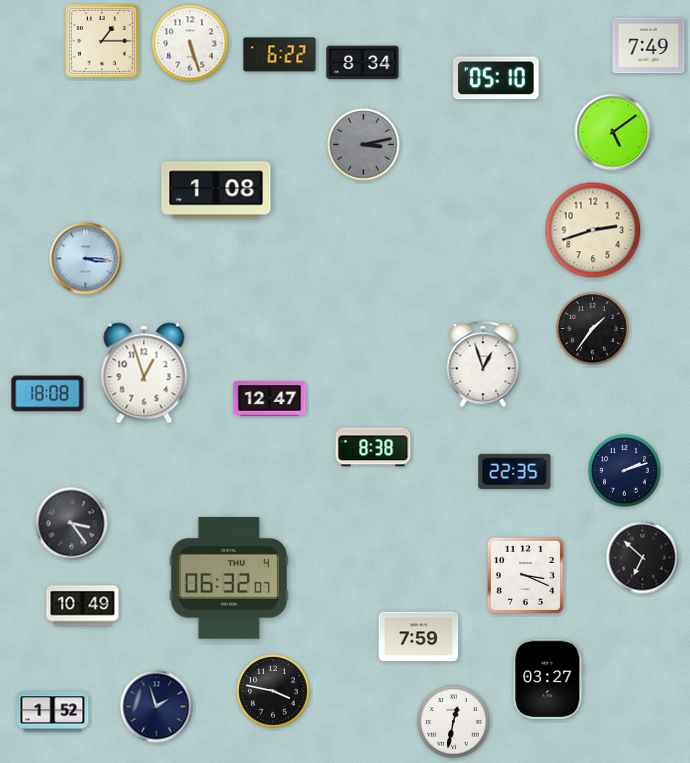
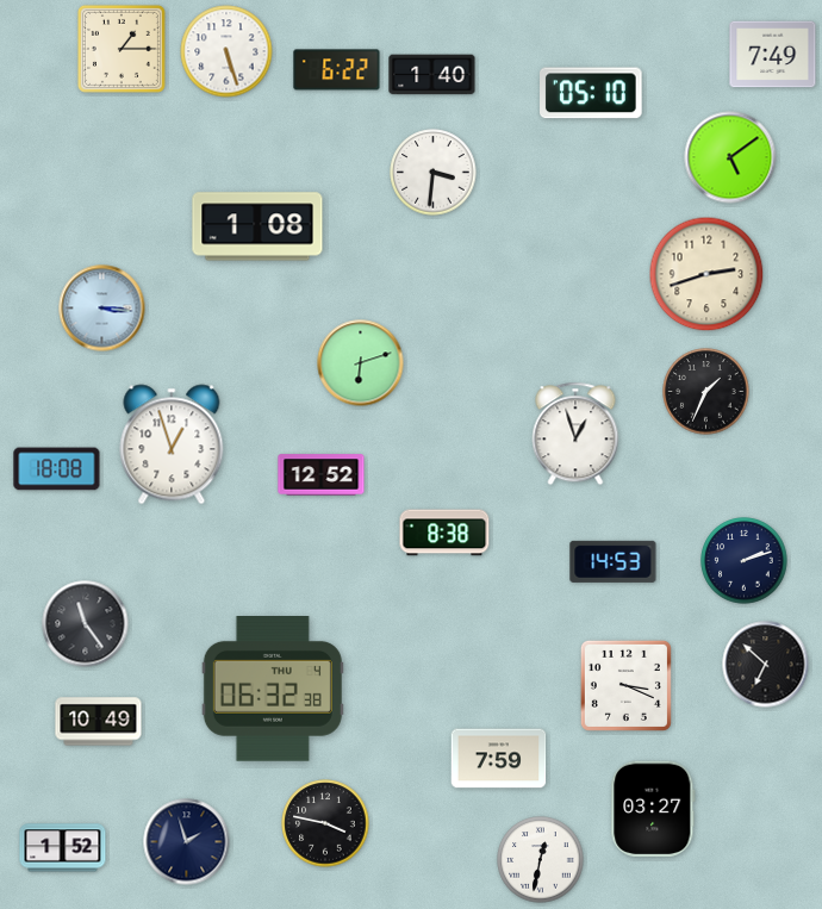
clock at (280, 55) position: (280, 55) -> (337, 70)
clock at (363, 63): 8:34 -> 1:40
clock at (364, 145): 3:13 -> 3:31
clock at (364, 145) dial: grey -> white
clock at (361, 363): none -> 6:12
clock at (593, 329): 1:36 -> 1:34
clock at (270, 399): 12:47 -> 12:52
clock at (515, 471): 22:35 -> 14:53
clock at (72, 524): 3:24 -> 11:24
clock at (229, 579): 06:32:07 -> 06:32:38
